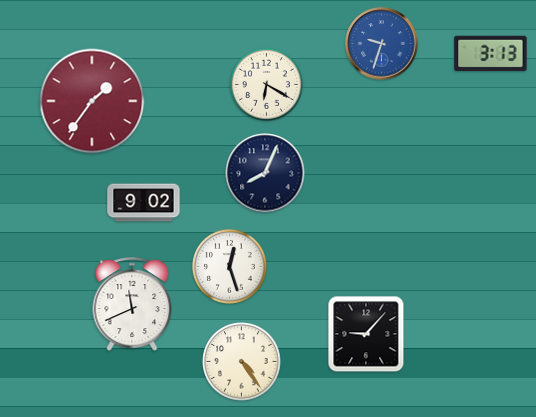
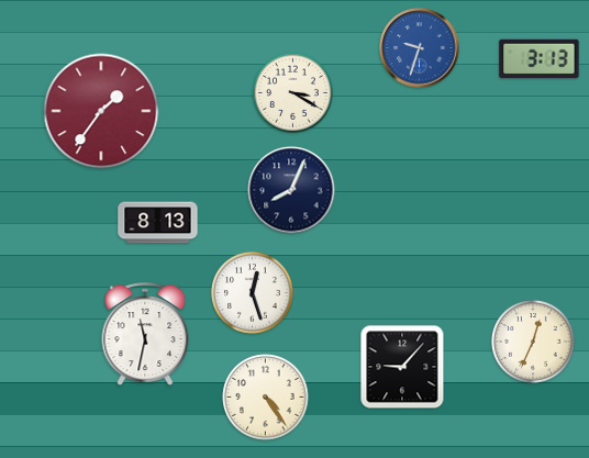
clock at (266, 84): 6:20 -> 3:20
clock at (144, 203): 9:02 -> 8:13
clock at (132, 304): 11:41 -> 11:32
clock at (534, 343): none -> 12:34
